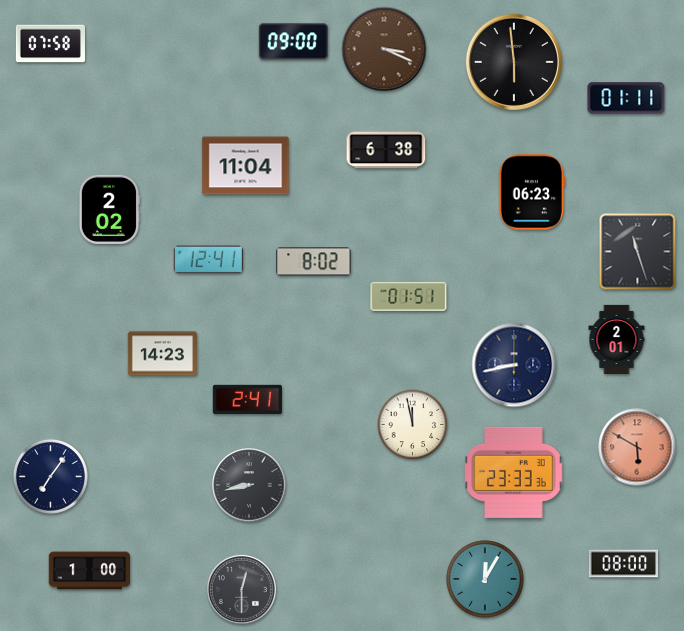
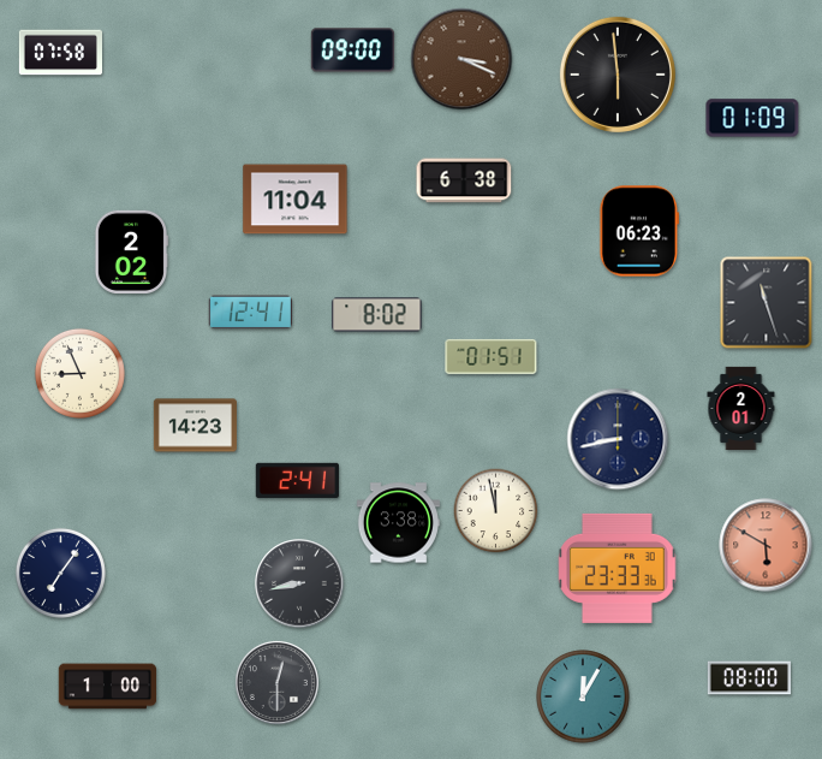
clock at (626, 98): 01:11 -> 01:09
clock at (79, 373): none -> 8:56
clock at (398, 523): none -> 3:38
clock at (637, 447) position: (637, 447) -> (766, 545)
clock at (241, 589) position: (241, 589) -> (276, 682)
